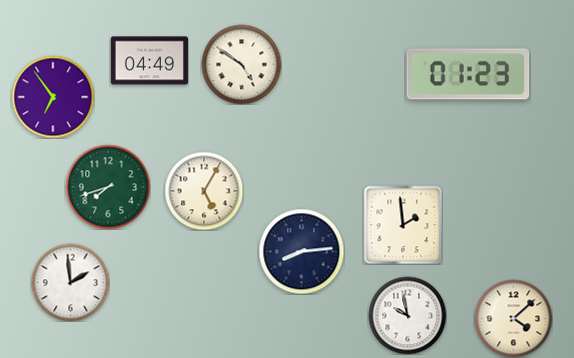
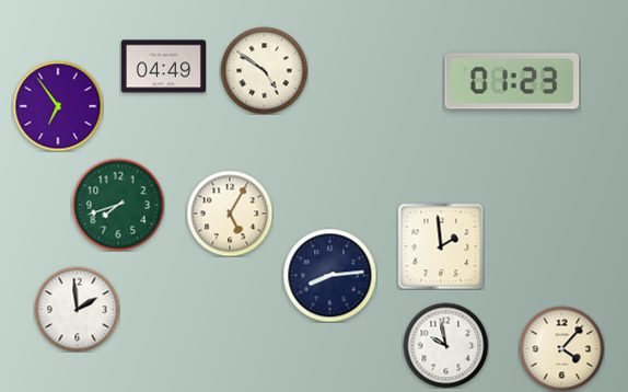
clock at (204, 191) position: (204, 191) -> (230, 214)
clock at (513, 318): 4:08 -> 4:07
